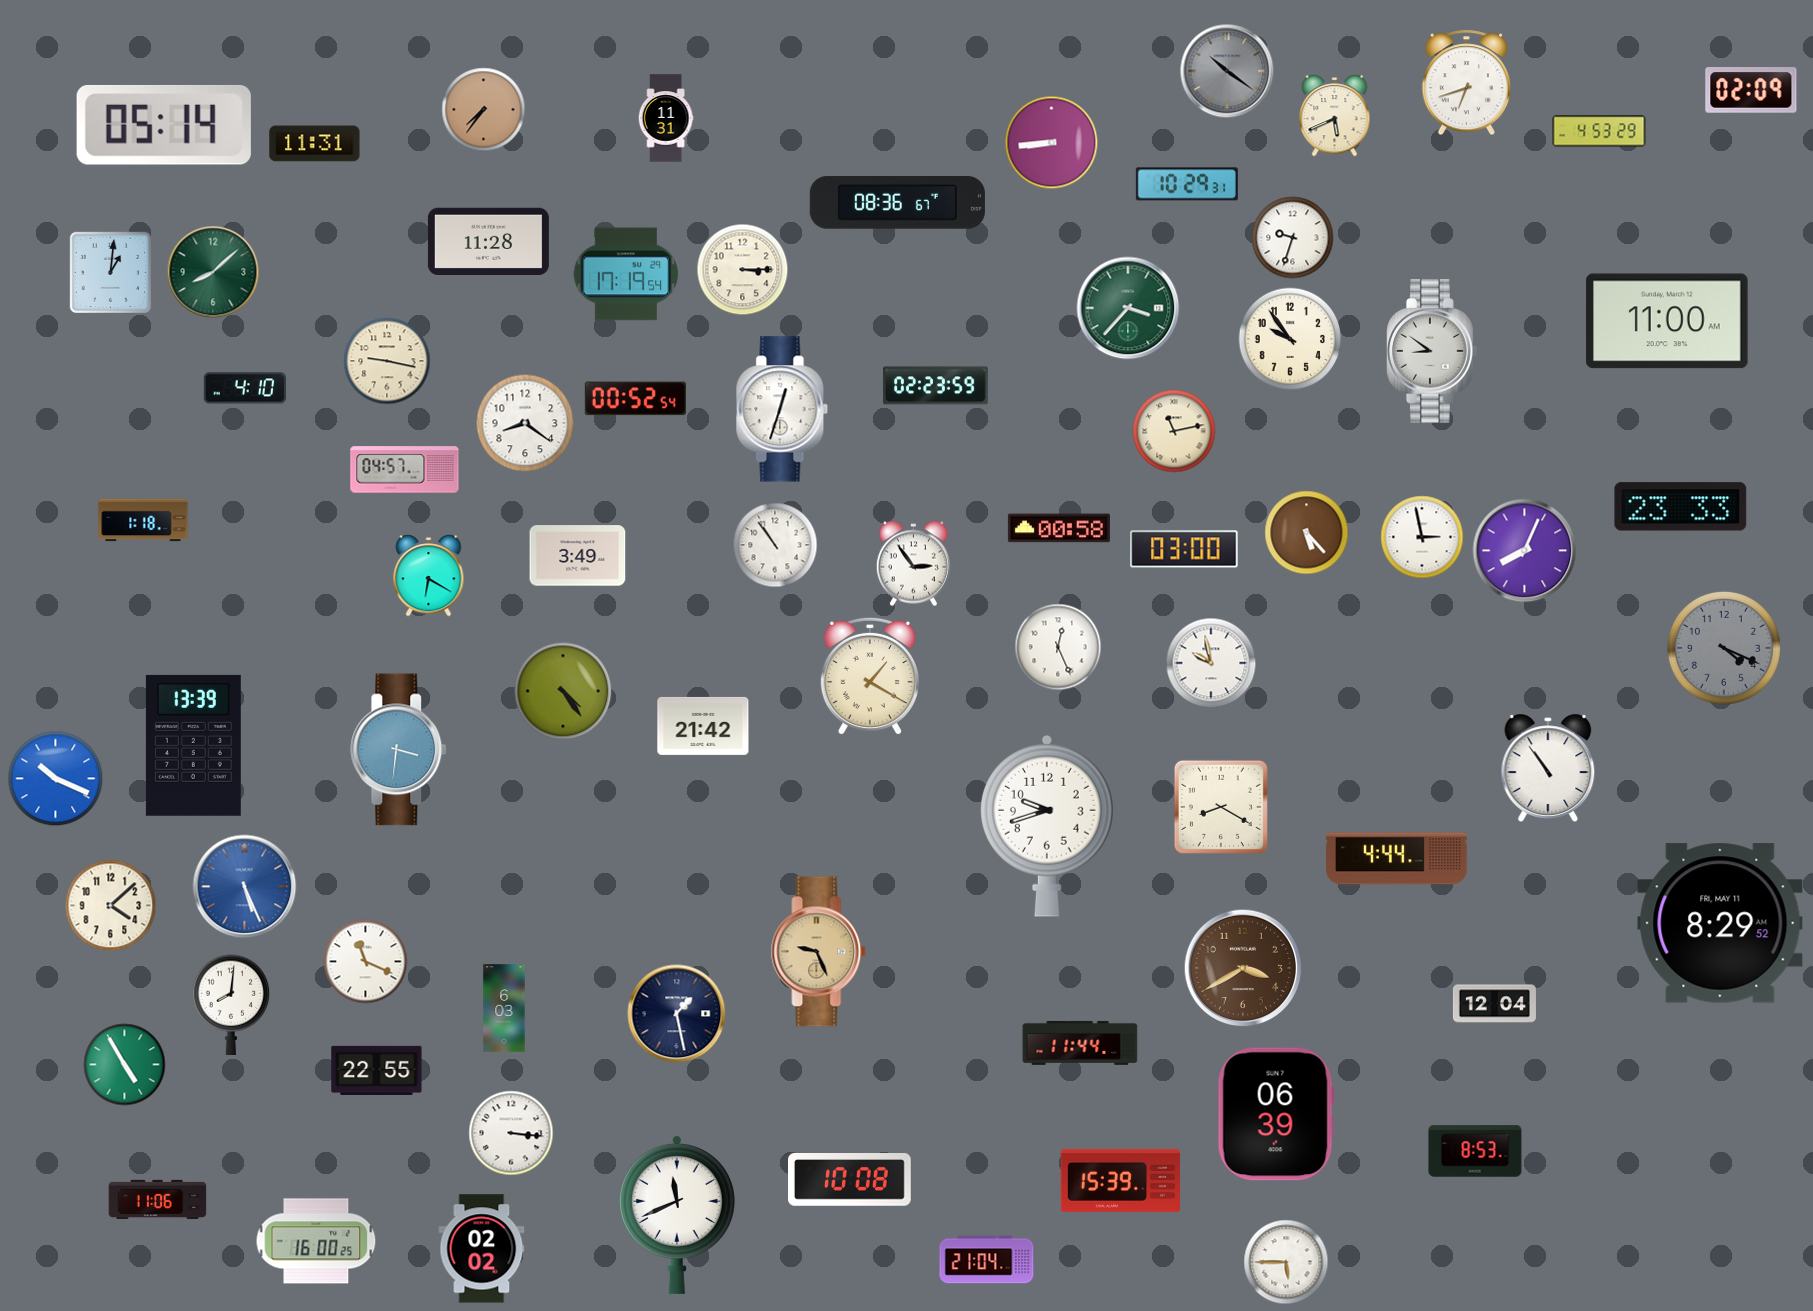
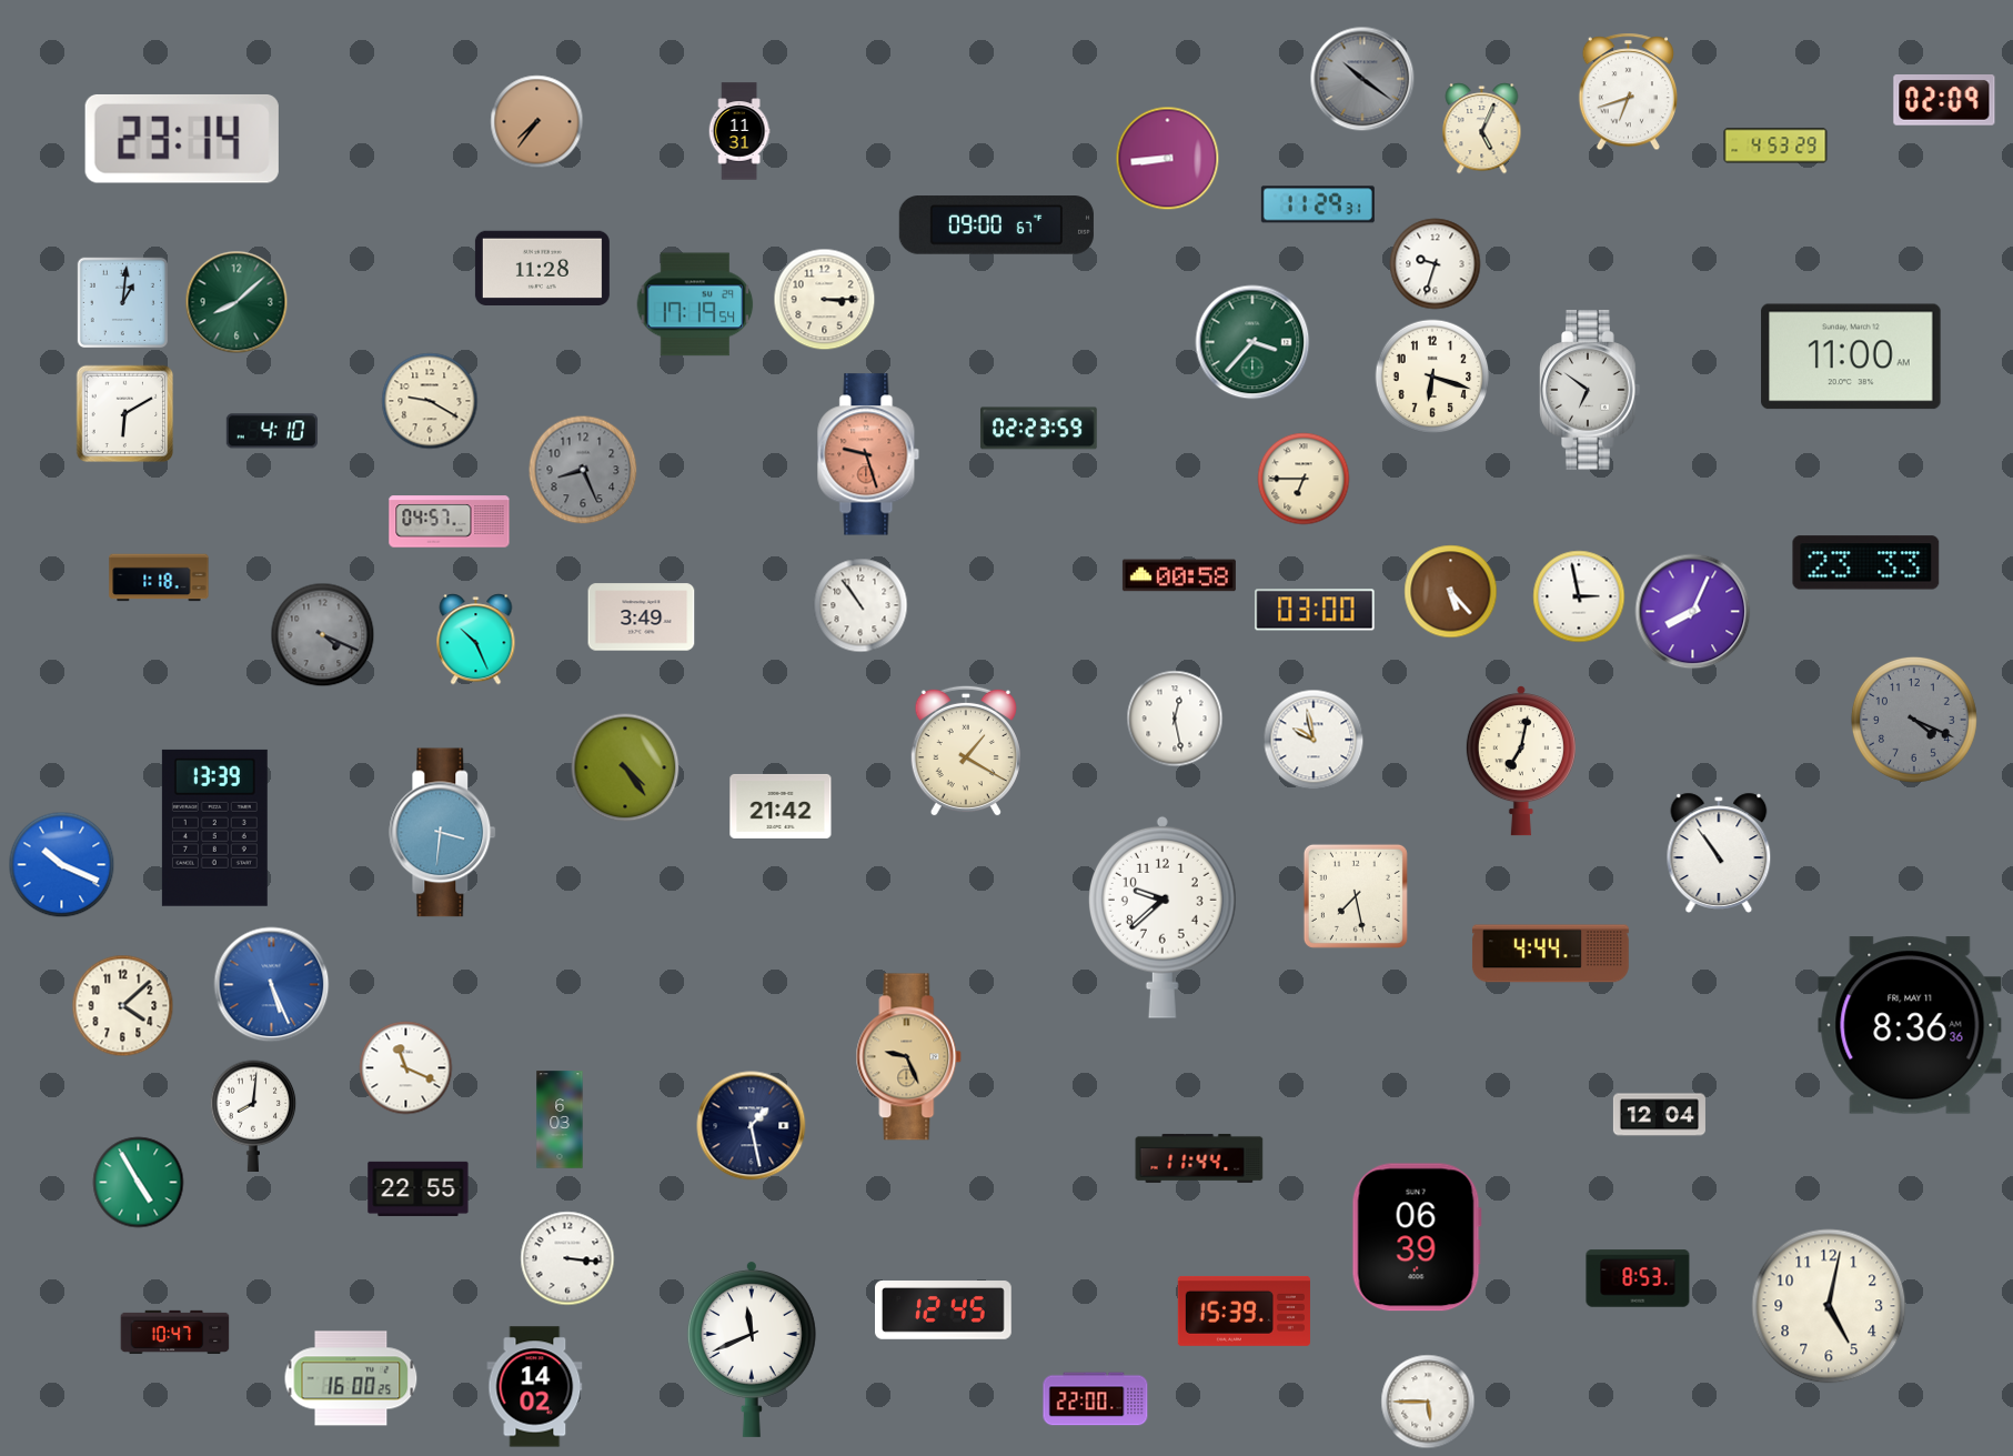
clock at (1335, 116): 5:41 -> 5:04
clock at (164, 125): 05:14 -> 23:14
clock at (315, 144): 11:31 -> none
clock at (1187, 184): 10:29 -> 11:29
clock at (897, 203): 08:36 -> 09:00
clock at (1290, 339): 9:54 -> 6:18
clock at (1432, 351): 8:51 -> 6:51
clock at (387, 361): 9:17 -> 9:20
clock at (125, 414): none -> 6:10
clock at (635, 399): 00:52 -> none
clock at (782, 409): 12:33 -> 9:27
clock at (782, 409) dial: white -> salmon
clock at (525, 423): 8:21 -> 8:26
clock at (525, 423) dial: white -> grey
clock at (1174, 431): 11:13 -> 6:45
clock at (1059, 528) position: (1059, 528) -> (1179, 575)
clock at (913, 564): 2:54 -> none
clock at (323, 635): none -> 4:19
clock at (429, 576): 6:20 -> 10:26
clock at (1058, 647): 12:26 -> 12:28
clock at (1211, 663) position: (1211, 663) -> (1314, 740)
clock at (1521, 761): none -> 7:02
clock at (1221, 807): 8:20 -> 7:28
clock at (1047, 826): 9:42 -> 9:38
clock at (1720, 923): 8:29 -> 8:36
clock at (1243, 968): 3:40 -> none
clock at (231, 1004) position: (231, 1004) -> (253, 1115)
clock at (1829, 1306): none -> 5:02
clock at (850, 1180): 10:08 -> 12:45
clock at (158, 1199): 11:06 -> 10:47
clock at (482, 1249): 02:02 -> 14:02
clock at (987, 1260): 21:04 -> 22:00
